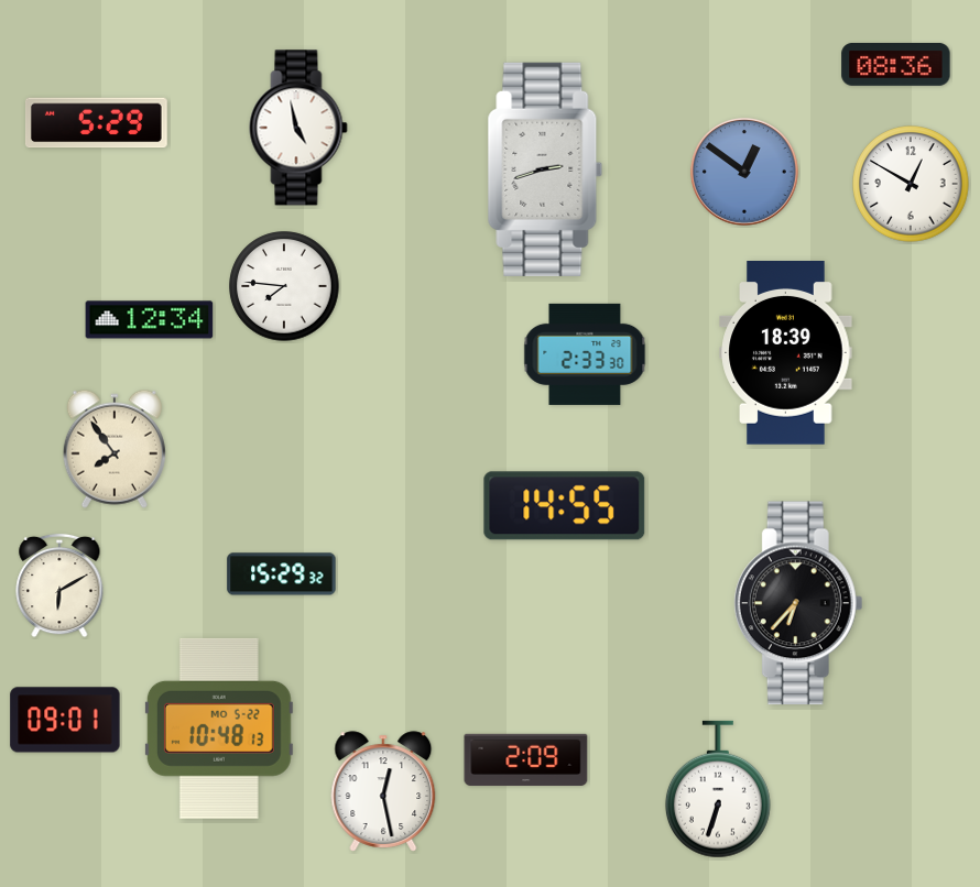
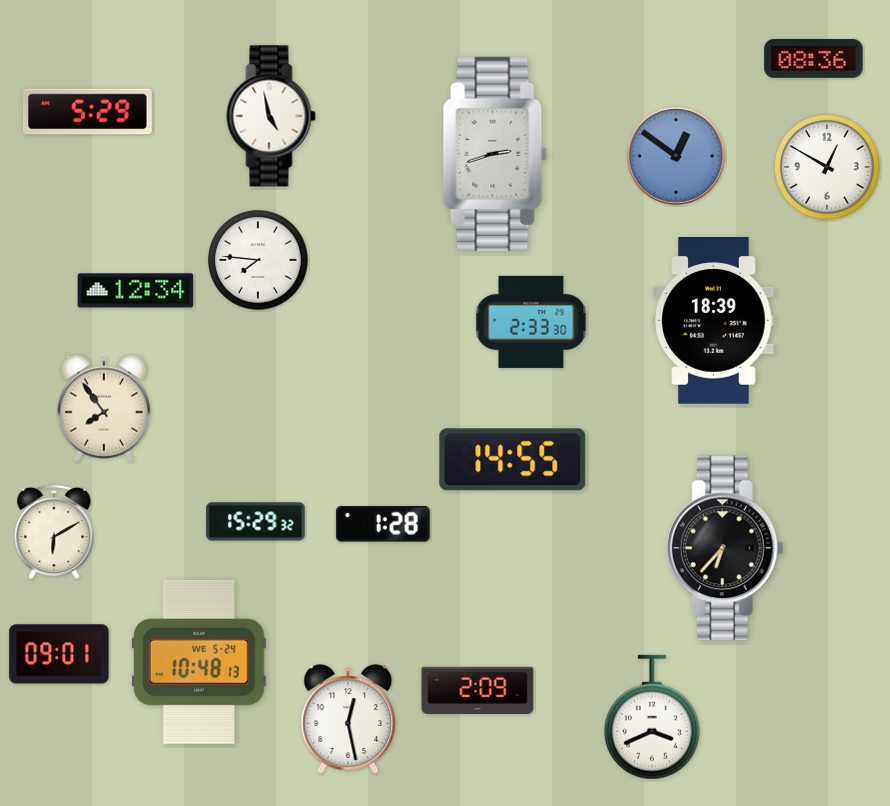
clock at (383, 525): none -> 1:28
clock at (219, 729) date: MO 5-22 -> WE 5-24
clock at (718, 789): 6:33 -> 3:41
